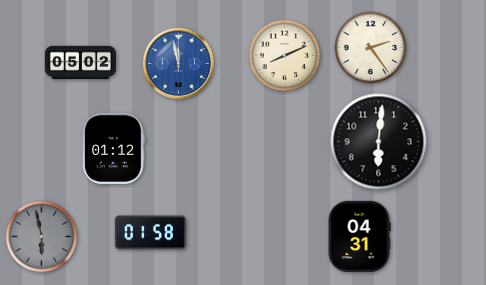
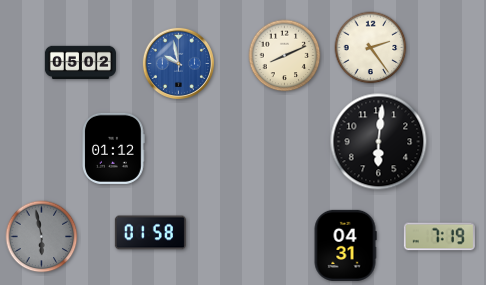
clock at (178, 63): 11:58 -> 9:58
clock at (359, 236) position: (359, 236) -> (345, 245)
clock at (439, 237): none -> 7:19
